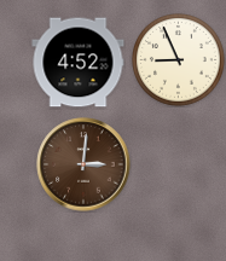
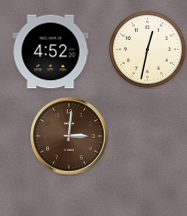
clock at (179, 60): 8:56 -> 12:32
clock at (79, 63) position: (79, 63) -> (51, 52)
